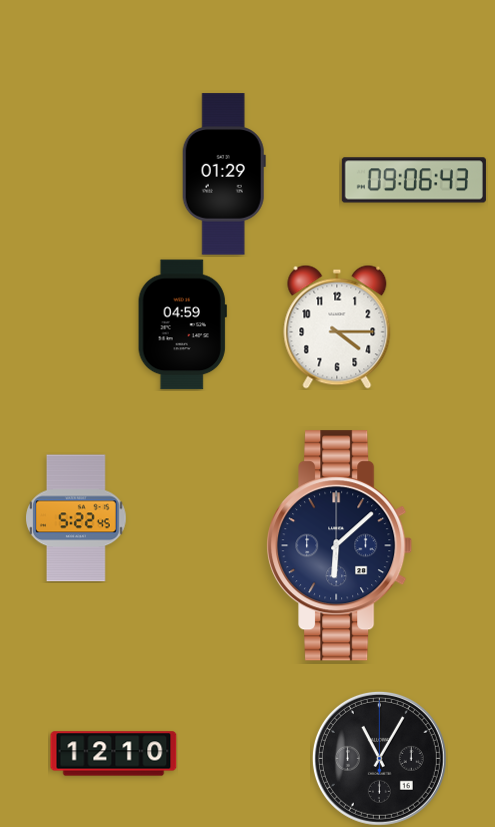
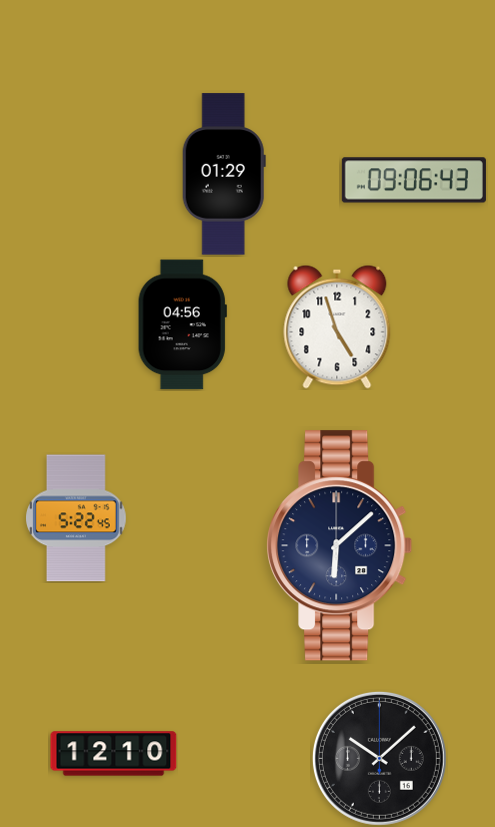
clock at (182, 325): 04:59 -> 04:56
clock at (337, 327): 4:15 -> 4:57
clock at (379, 758): 11:05 -> 10:08
